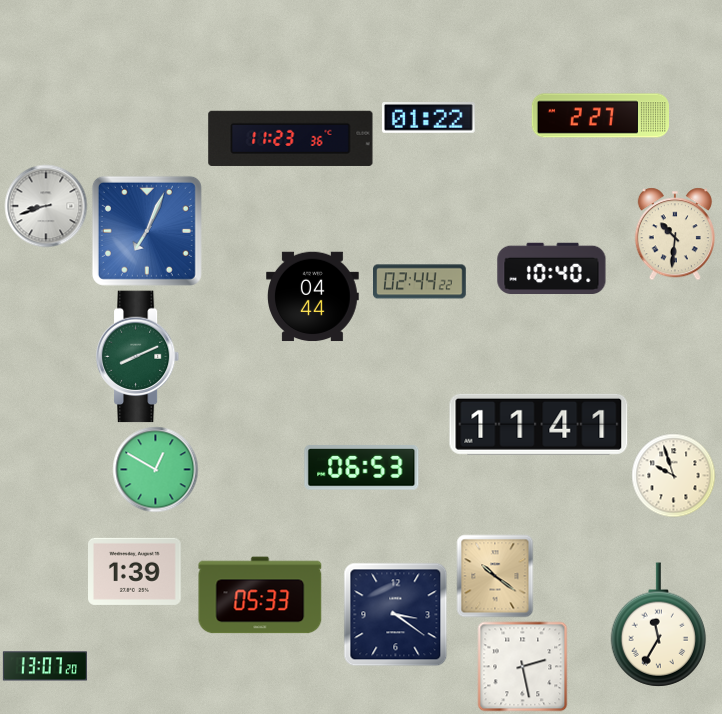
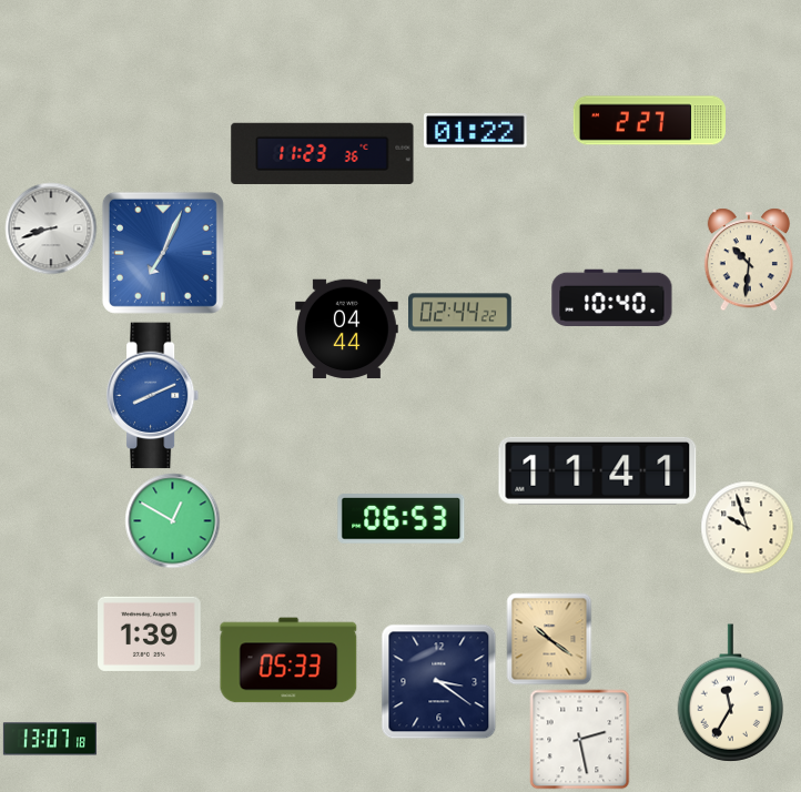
clock at (600, 116) position: (600, 116) -> (649, 121)
clock at (147, 231) position: (147, 231) -> (163, 253)
clock at (420, 282) position: (420, 282) -> (460, 313)
clock at (138, 357) dial: green -> blue
clock at (45, 666): 13:07:20 -> 13:07:18
